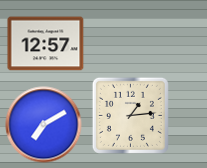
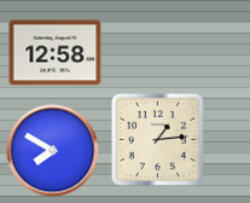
clock at (46, 44): 12:57 -> 12:58
clock at (44, 125): 7:10 -> 7:50
